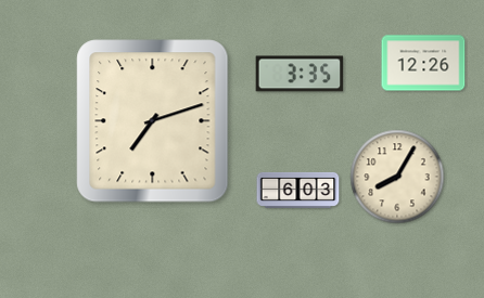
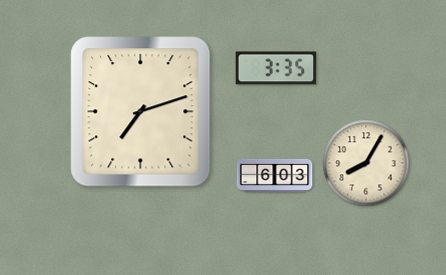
clock at (423, 63): 12:26 -> none
